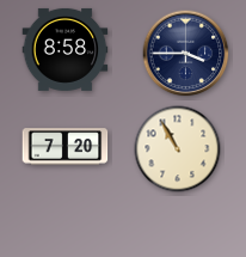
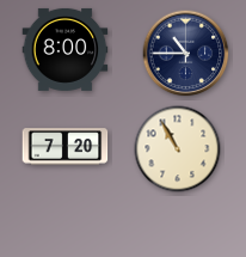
clock at (66, 49): 8:58 -> 8:00
clock at (186, 54): 3:45 -> 10:45
